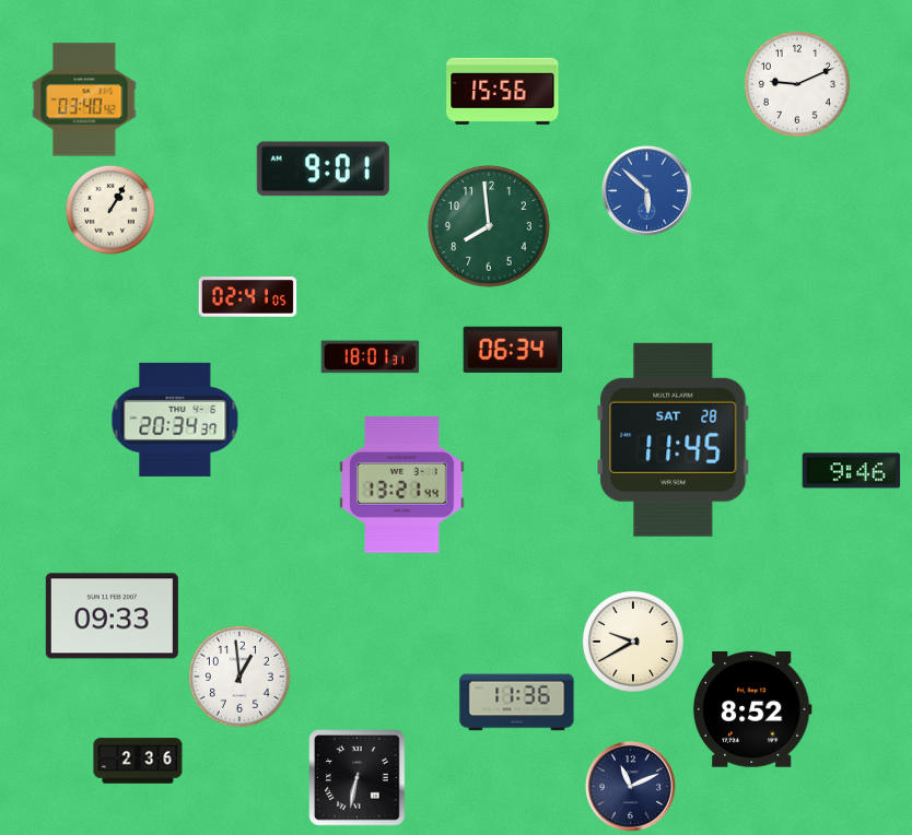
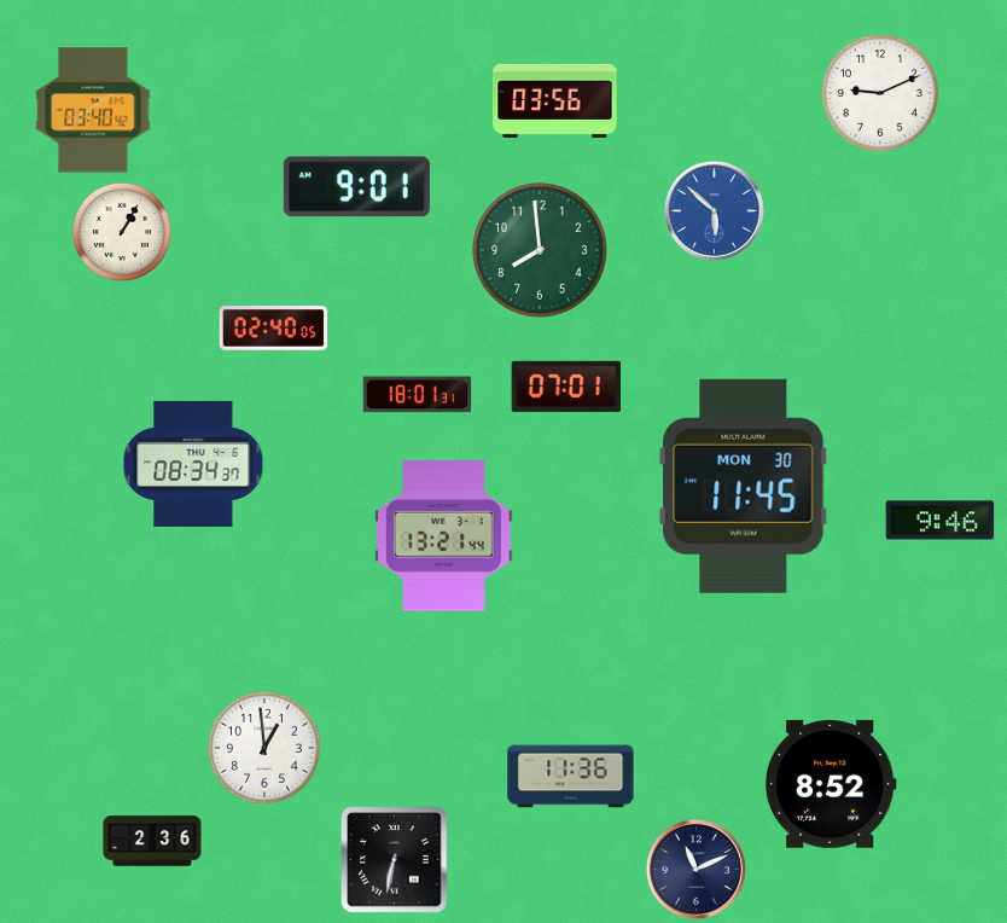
clock at (503, 91): 15:56 -> 03:56
clock at (248, 297): 02:41 -> 02:40
clock at (513, 350): 06:34 -> 07:01
clock at (371, 357) position: (371, 357) -> (418, 395)
clock at (175, 420): 20:34 -> 08:34
clock at (674, 439) date: SAT 28 -> MON 30
clock at (112, 616): 09:33 -> none
clock at (633, 642): 9:40 -> none
